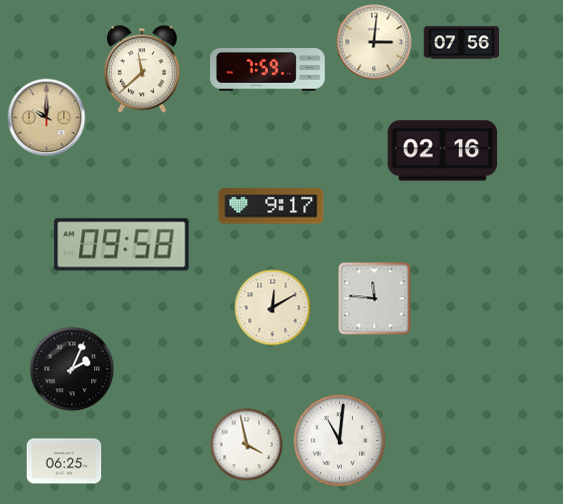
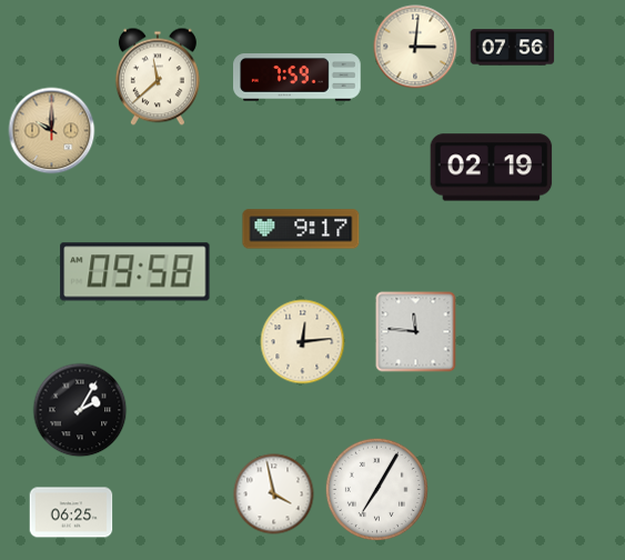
clock at (443, 151): 02:16 -> 02:19
clock at (273, 308): 12:10 -> 12:14
clock at (72, 369): 2:04 -> 2:05
clock at (339, 440): 11:01 -> 7:05
